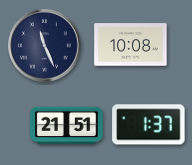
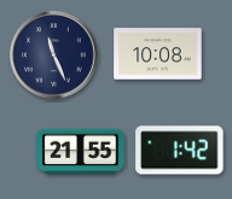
clock at (149, 125): 1:37 -> 1:42
clock at (67, 126): 21:51 -> 21:55
